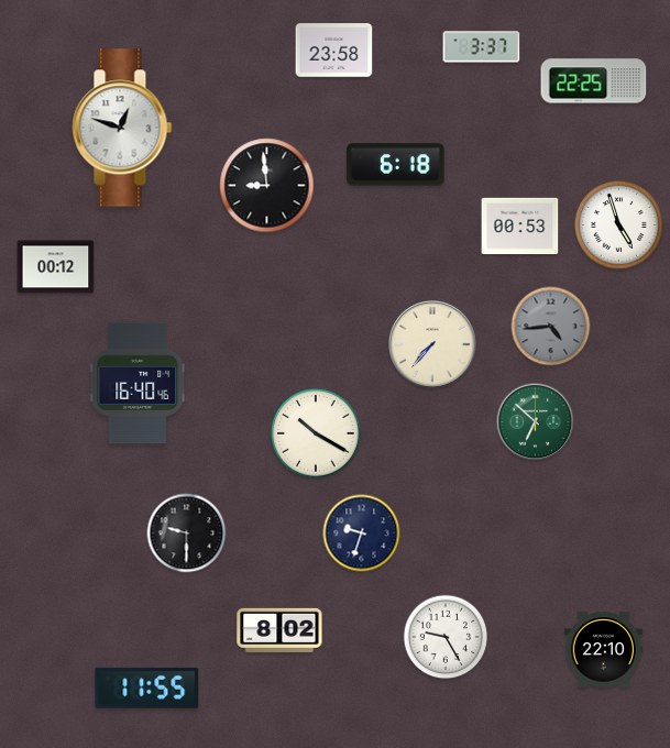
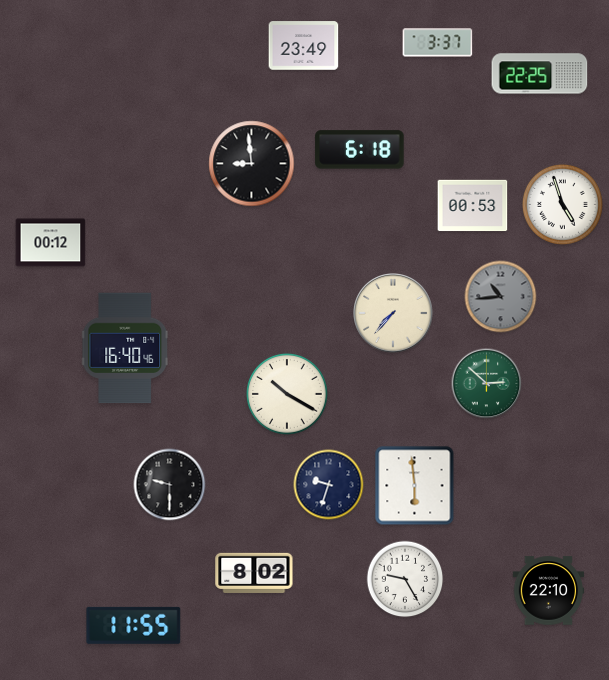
clock at (334, 51): 23:58 -> 23:49
clock at (122, 128): 12:48 -> none
clock at (267, 186) position: (267, 186) -> (252, 164)
clock at (551, 327): 4:44 -> 10:44
clock at (536, 422): 6:52 -> 2:52
clock at (415, 486): none -> 5:59
